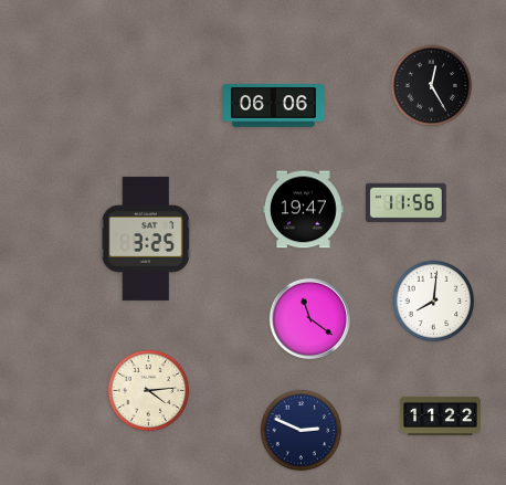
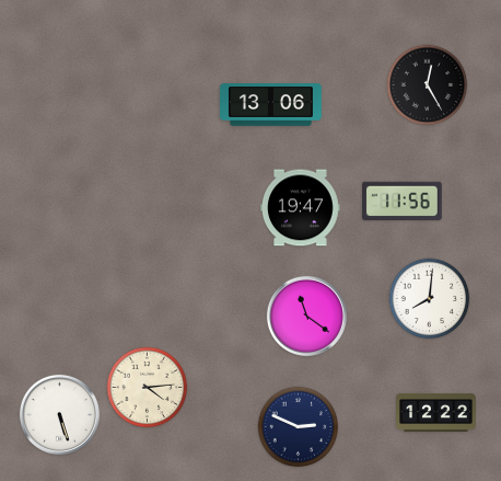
clock at (274, 106): 06:06 -> 13:06
clock at (146, 239): 3:25 -> none
clock at (441, 415): 11:22 -> 12:22
clock at (59, 414): none -> 5:27
